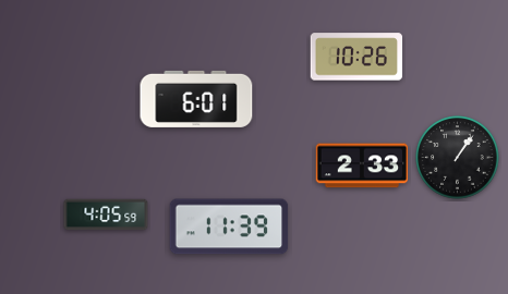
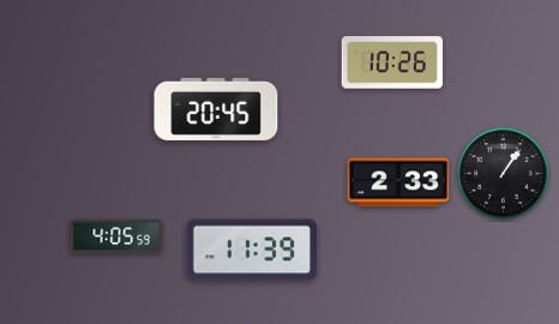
clock at (196, 99): 6:01 -> 20:45
